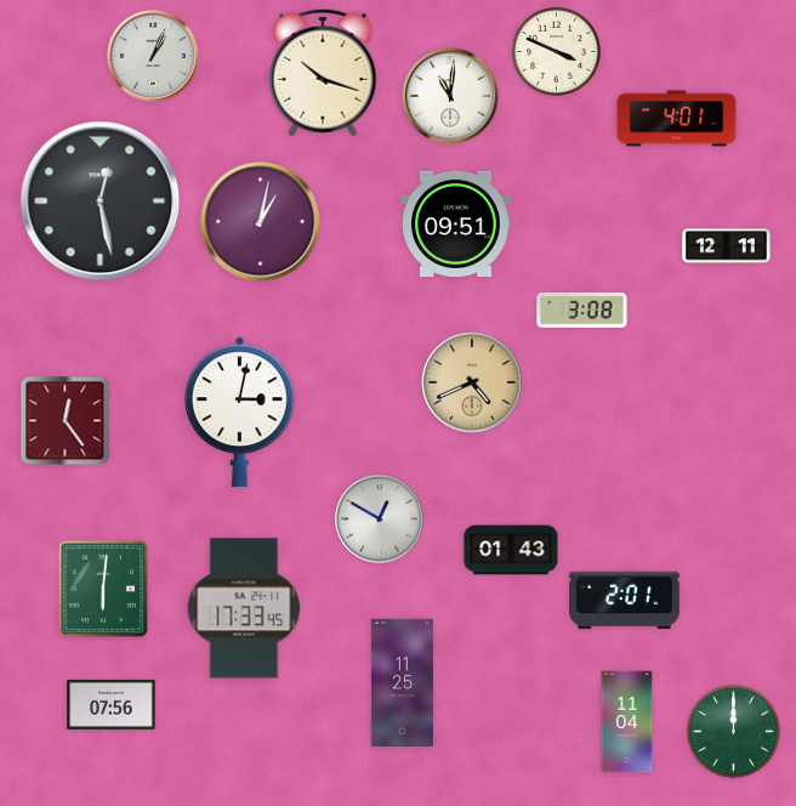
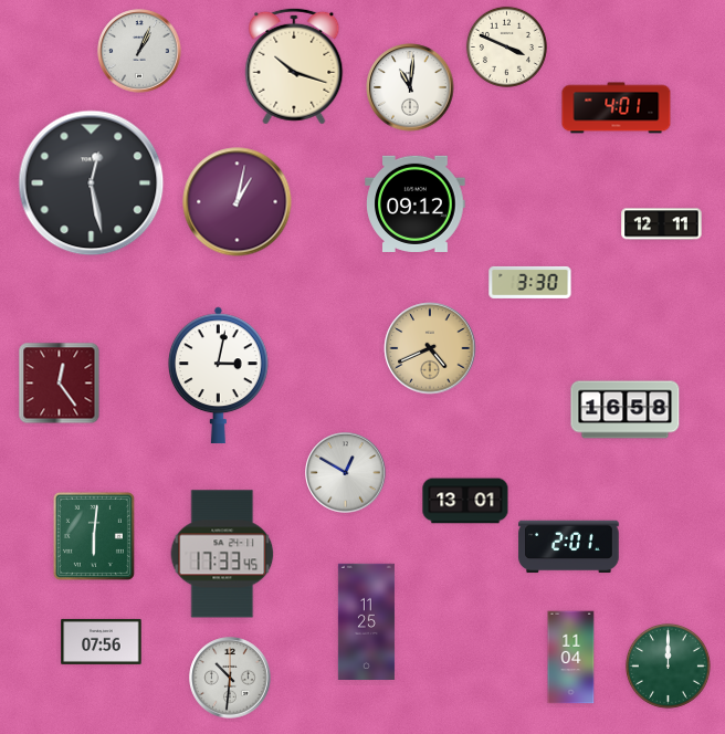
clock at (456, 223): 09:51 -> 09:12
clock at (582, 310): 3:08 -> 3:30
clock at (626, 410): none -> 16:58
clock at (511, 550): 01:43 -> 13:01
clock at (230, 678): none -> 10:31
